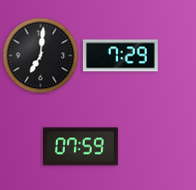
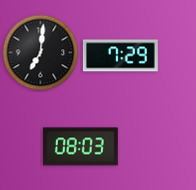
clock at (41, 56) position: (41, 56) -> (41, 53)
clock at (80, 147): 07:59 -> 08:03
